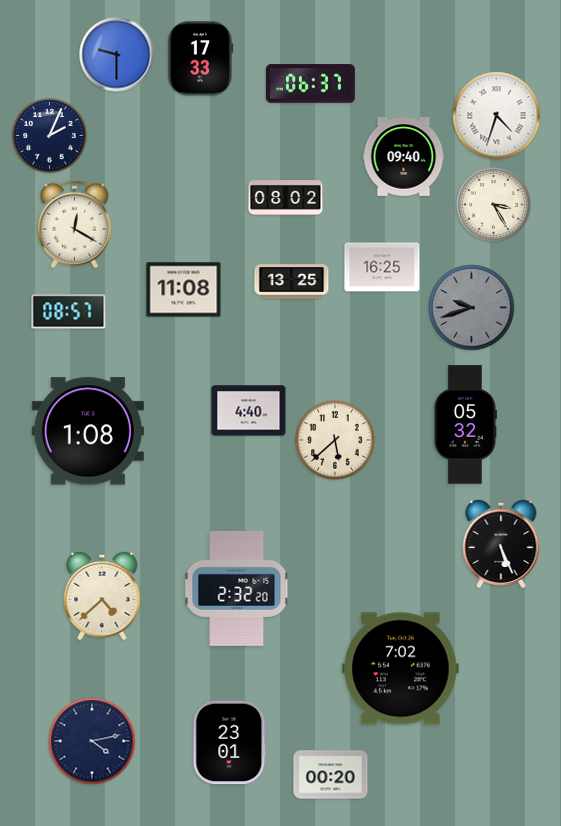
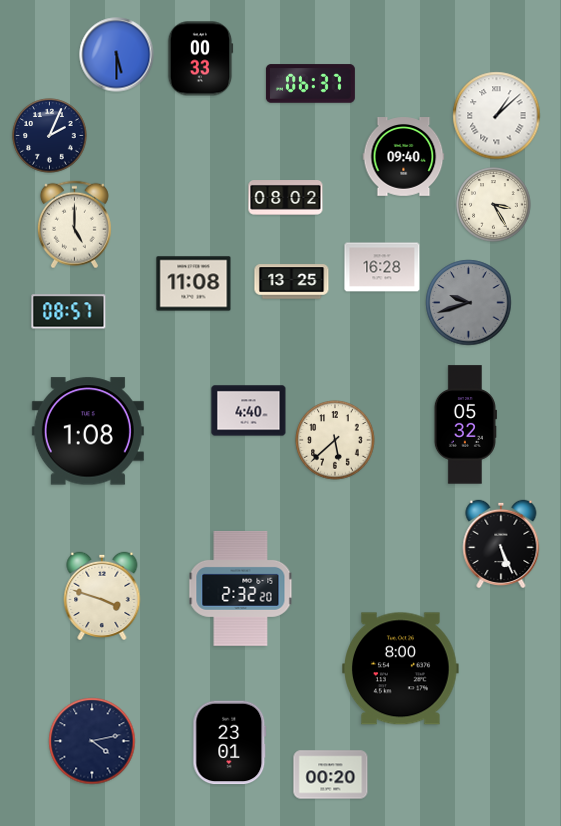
clock at (117, 55): 9:30 -> 5:30
clock at (200, 59): 17:33 -> 00:33
clock at (497, 116): 4:33 -> 1:08
clock at (74, 225): 12:20 -> 5:00
clock at (382, 267): 16:25 -> 16:28
clock at (184, 290) position: (184, 290) -> (194, 284)
clock at (472, 308) position: (472, 308) -> (469, 303)
clock at (237, 588) position: (237, 588) -> (241, 588)
clock at (102, 595): 4:38 -> 3:48
clock at (401, 669): 7:02 -> 8:00
